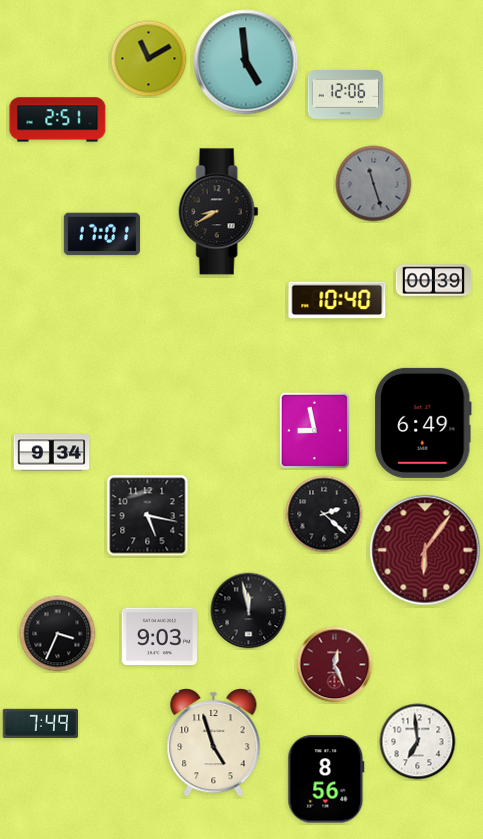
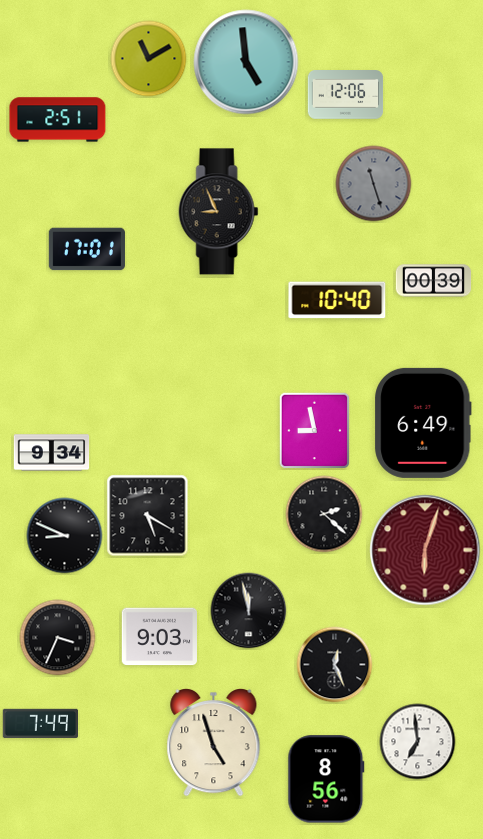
clock at (219, 212): 8:40 -> 8:56
clock at (101, 234) position: (101, 234) -> (86, 249)
clock at (148, 516): 5:17 -> 5:20
clock at (65, 536): none -> 8:49
clock at (425, 550): 6:06 -> 6:03
clock at (58, 634) position: (58, 634) -> (58, 638)
clock at (335, 665) dial: burgundy -> black
